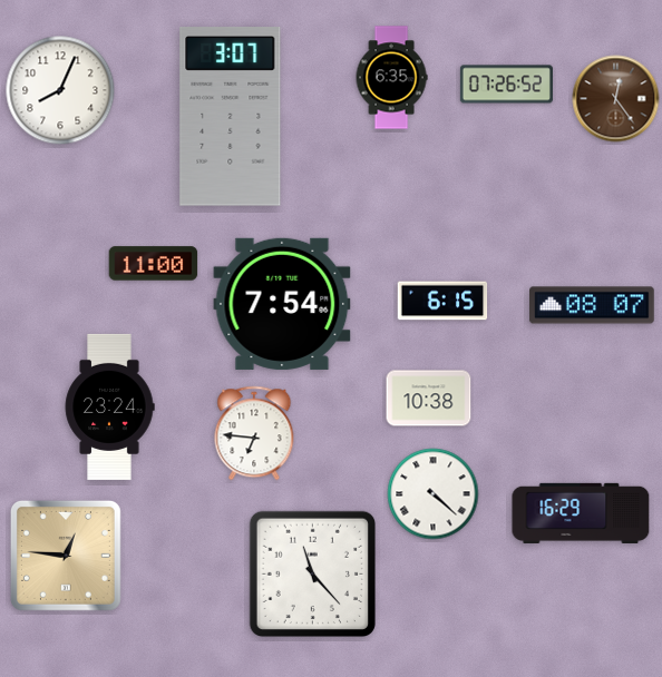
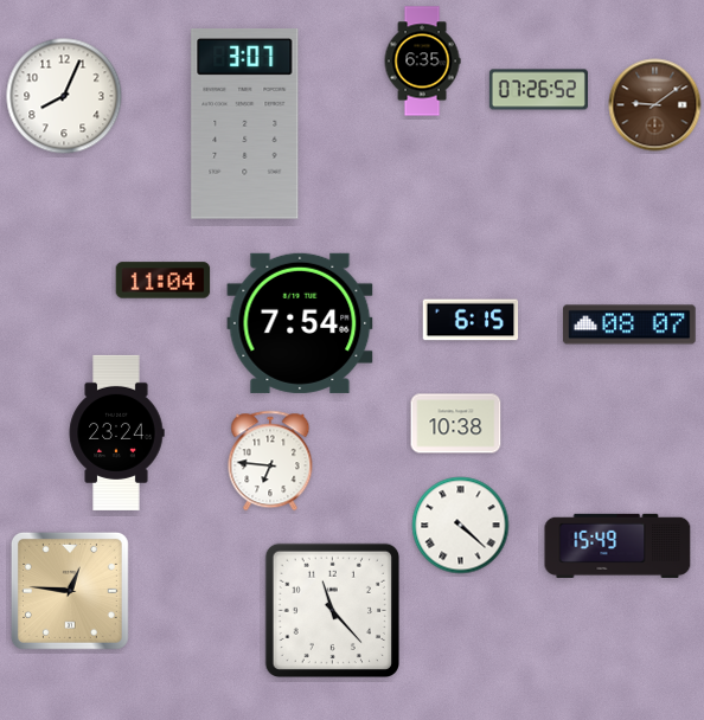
clock at (391, 78) position: (391, 78) -> (422, 62)
clock at (616, 99): 12:24 -> 9:09
clock at (154, 264): 11:00 -> 11:04
clock at (581, 513): 16:29 -> 15:49
